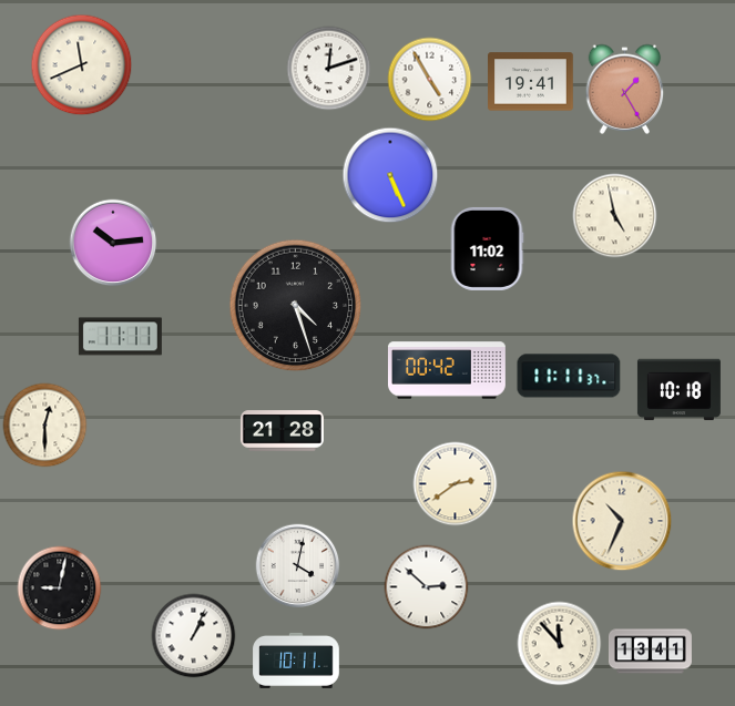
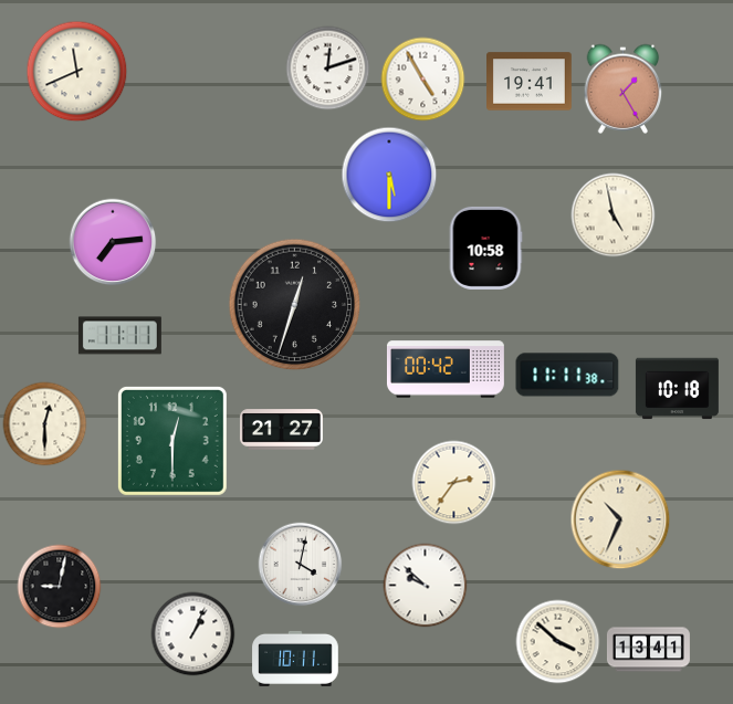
clock at (82, 65) position: (82, 65) -> (77, 72)
clock at (430, 80) position: (430, 80) -> (423, 80)
clock at (390, 175): 5:26 -> 5:30
clock at (113, 243): 10:14 -> 7:14
clock at (487, 248): 11:02 -> 10:58
clock at (296, 306): 4:27 -> 12:33
clock at (569, 376): 11:11:37 -> 11:11:38
clock at (282, 431): 21:28 -> 21:27
clock at (172, 441): none -> 12:30
clock at (456, 484): 2:39 -> 2:36
clock at (298, 566) position: (298, 566) -> (301, 565)
clock at (427, 587): 2:52 -> 9:52
clock at (560, 644): 11:53 -> 3:52
